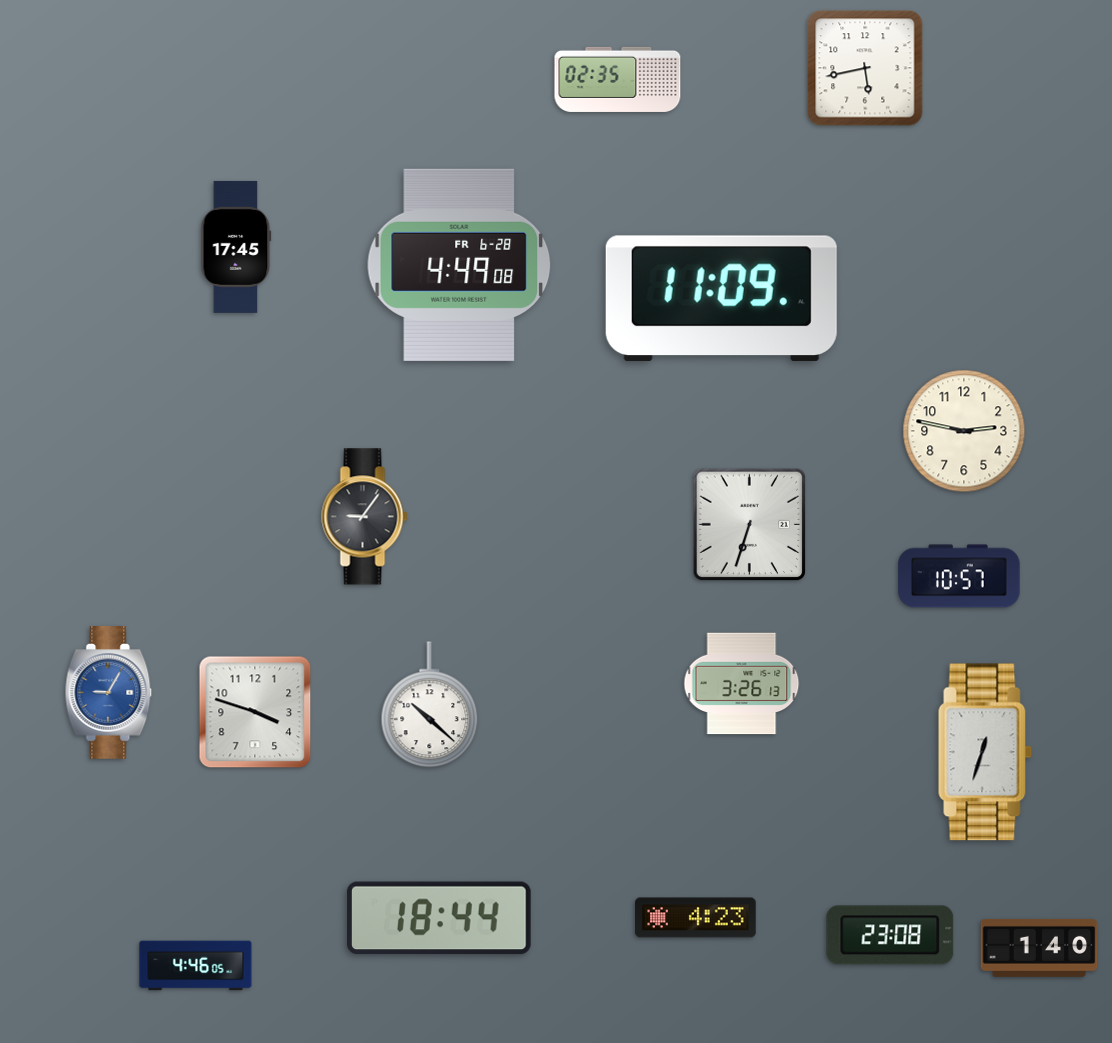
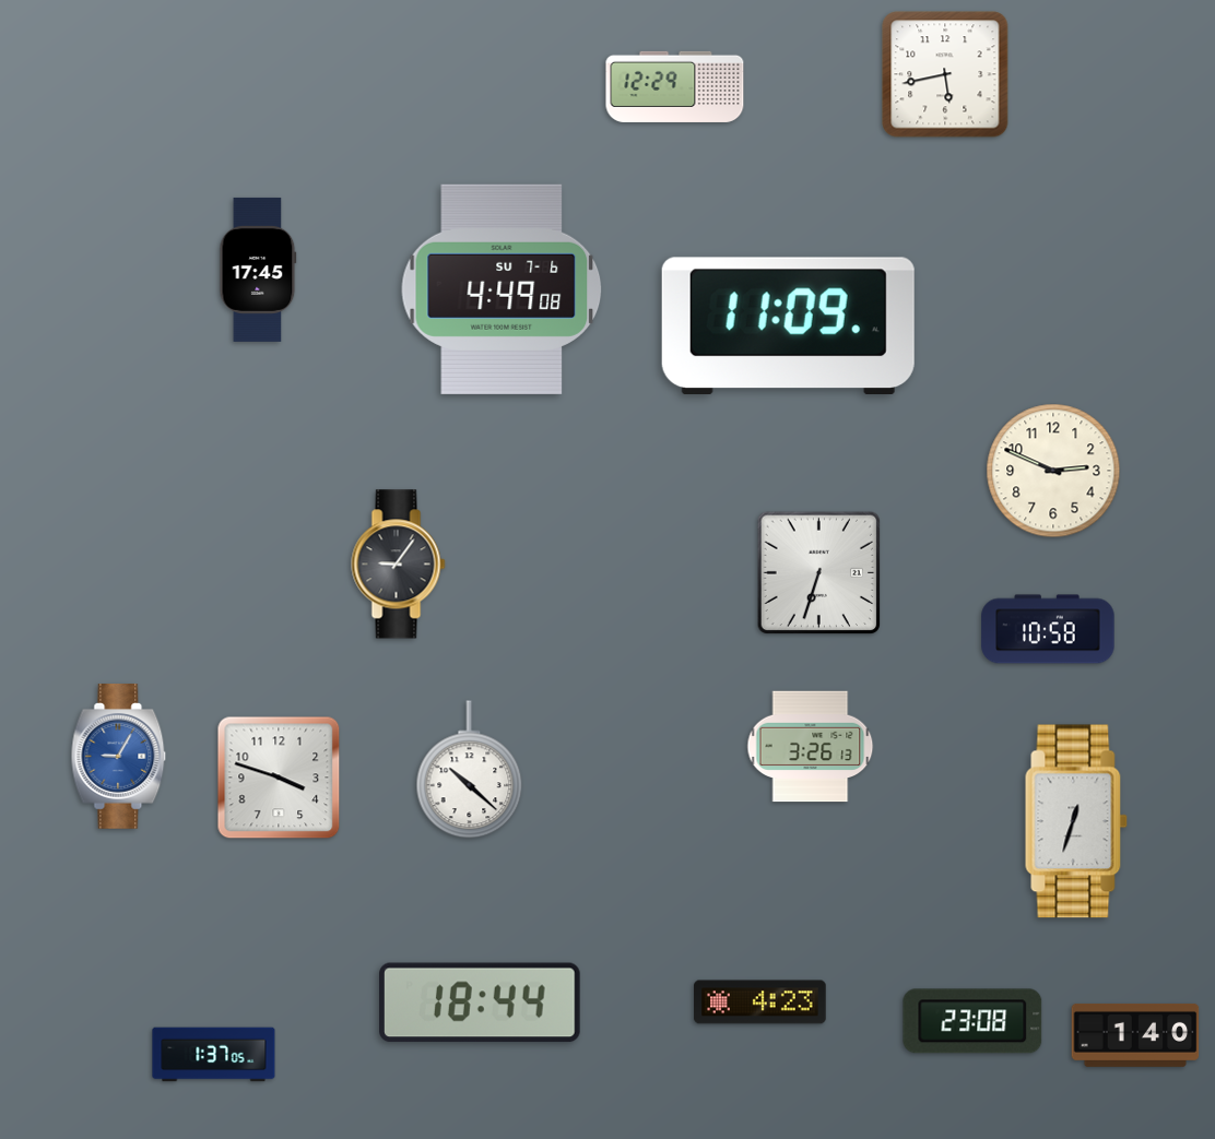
clock at (618, 79): 02:35 -> 12:29
clock at (459, 265) date: FR 6-28 -> SU 7-6
clock at (964, 431): 2:47 -> 2:49
clock at (959, 576): 10:57 -> 10:58
clock at (196, 966): 4:46 -> 1:37
